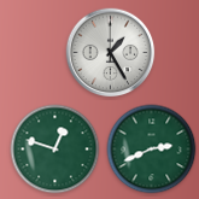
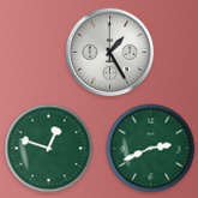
clock at (55, 150) position: (55, 150) -> (49, 149)
